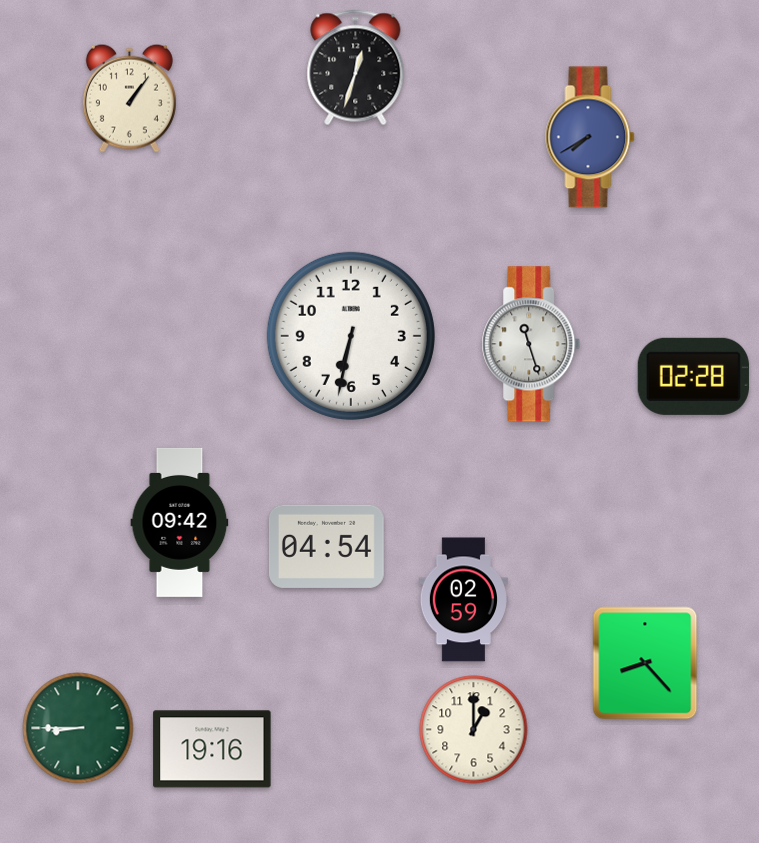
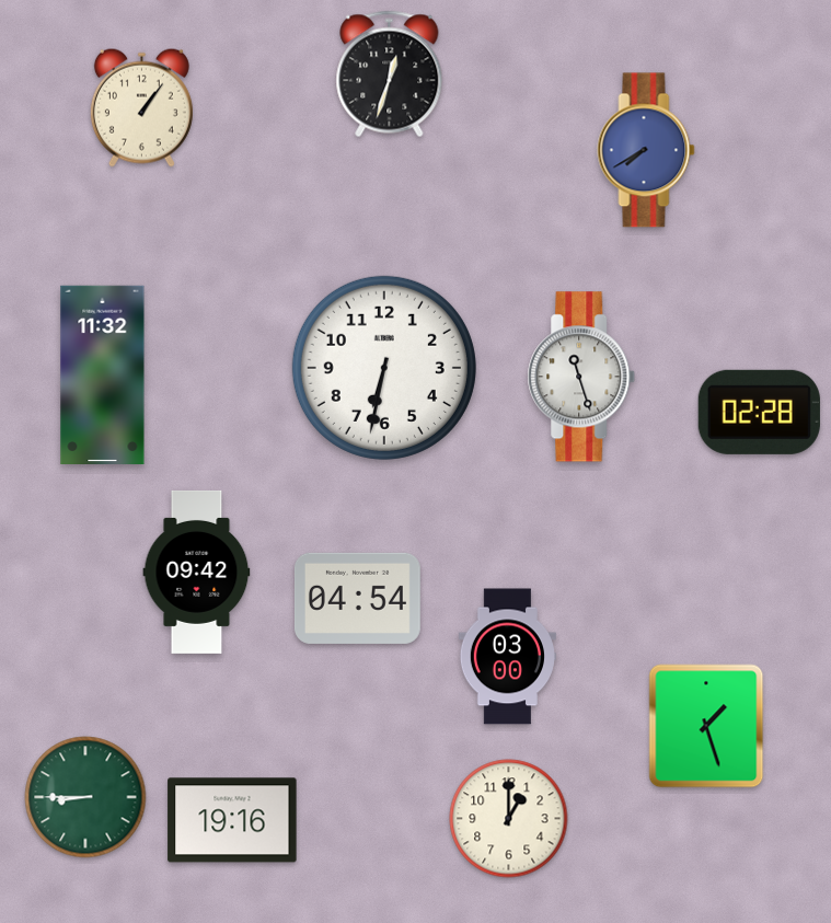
clock at (103, 374): none -> 11:32
clock at (463, 600): 02:59 -> 03:00
clock at (645, 663): 8:23 -> 1:27
clock at (474, 730) position: (474, 730) -> (509, 819)
